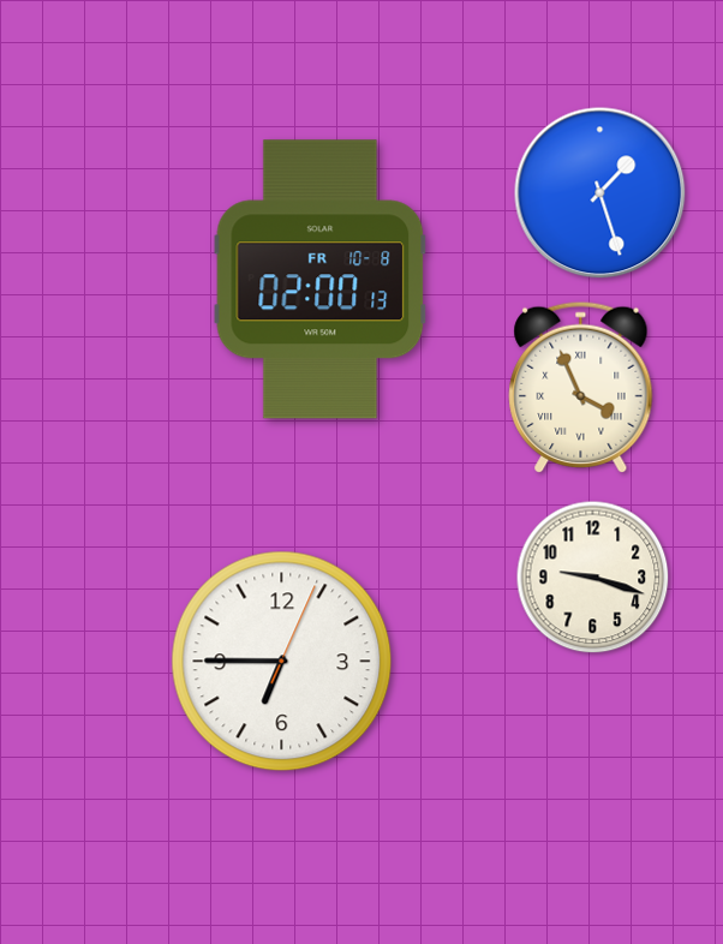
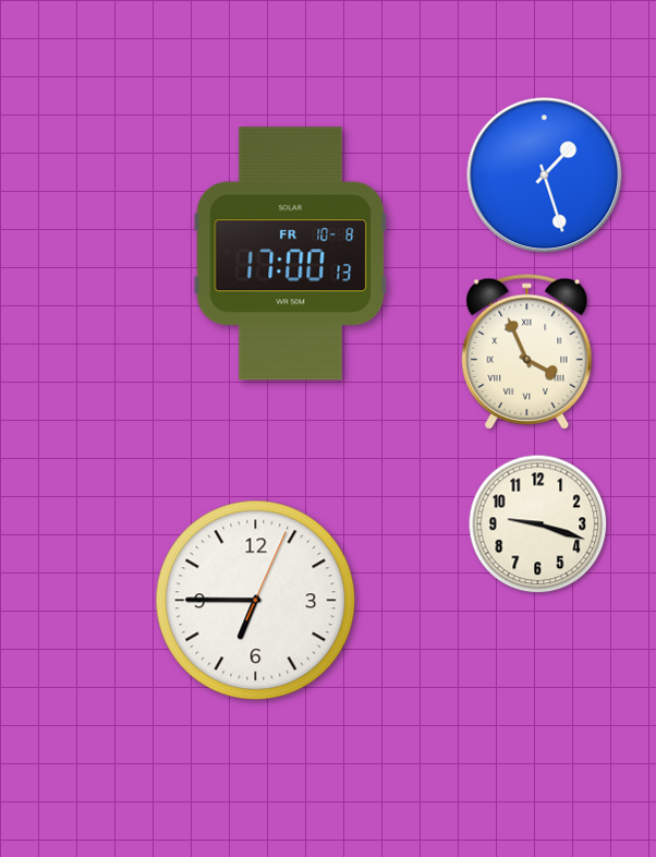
clock at (321, 280): 02:00 -> 17:00
